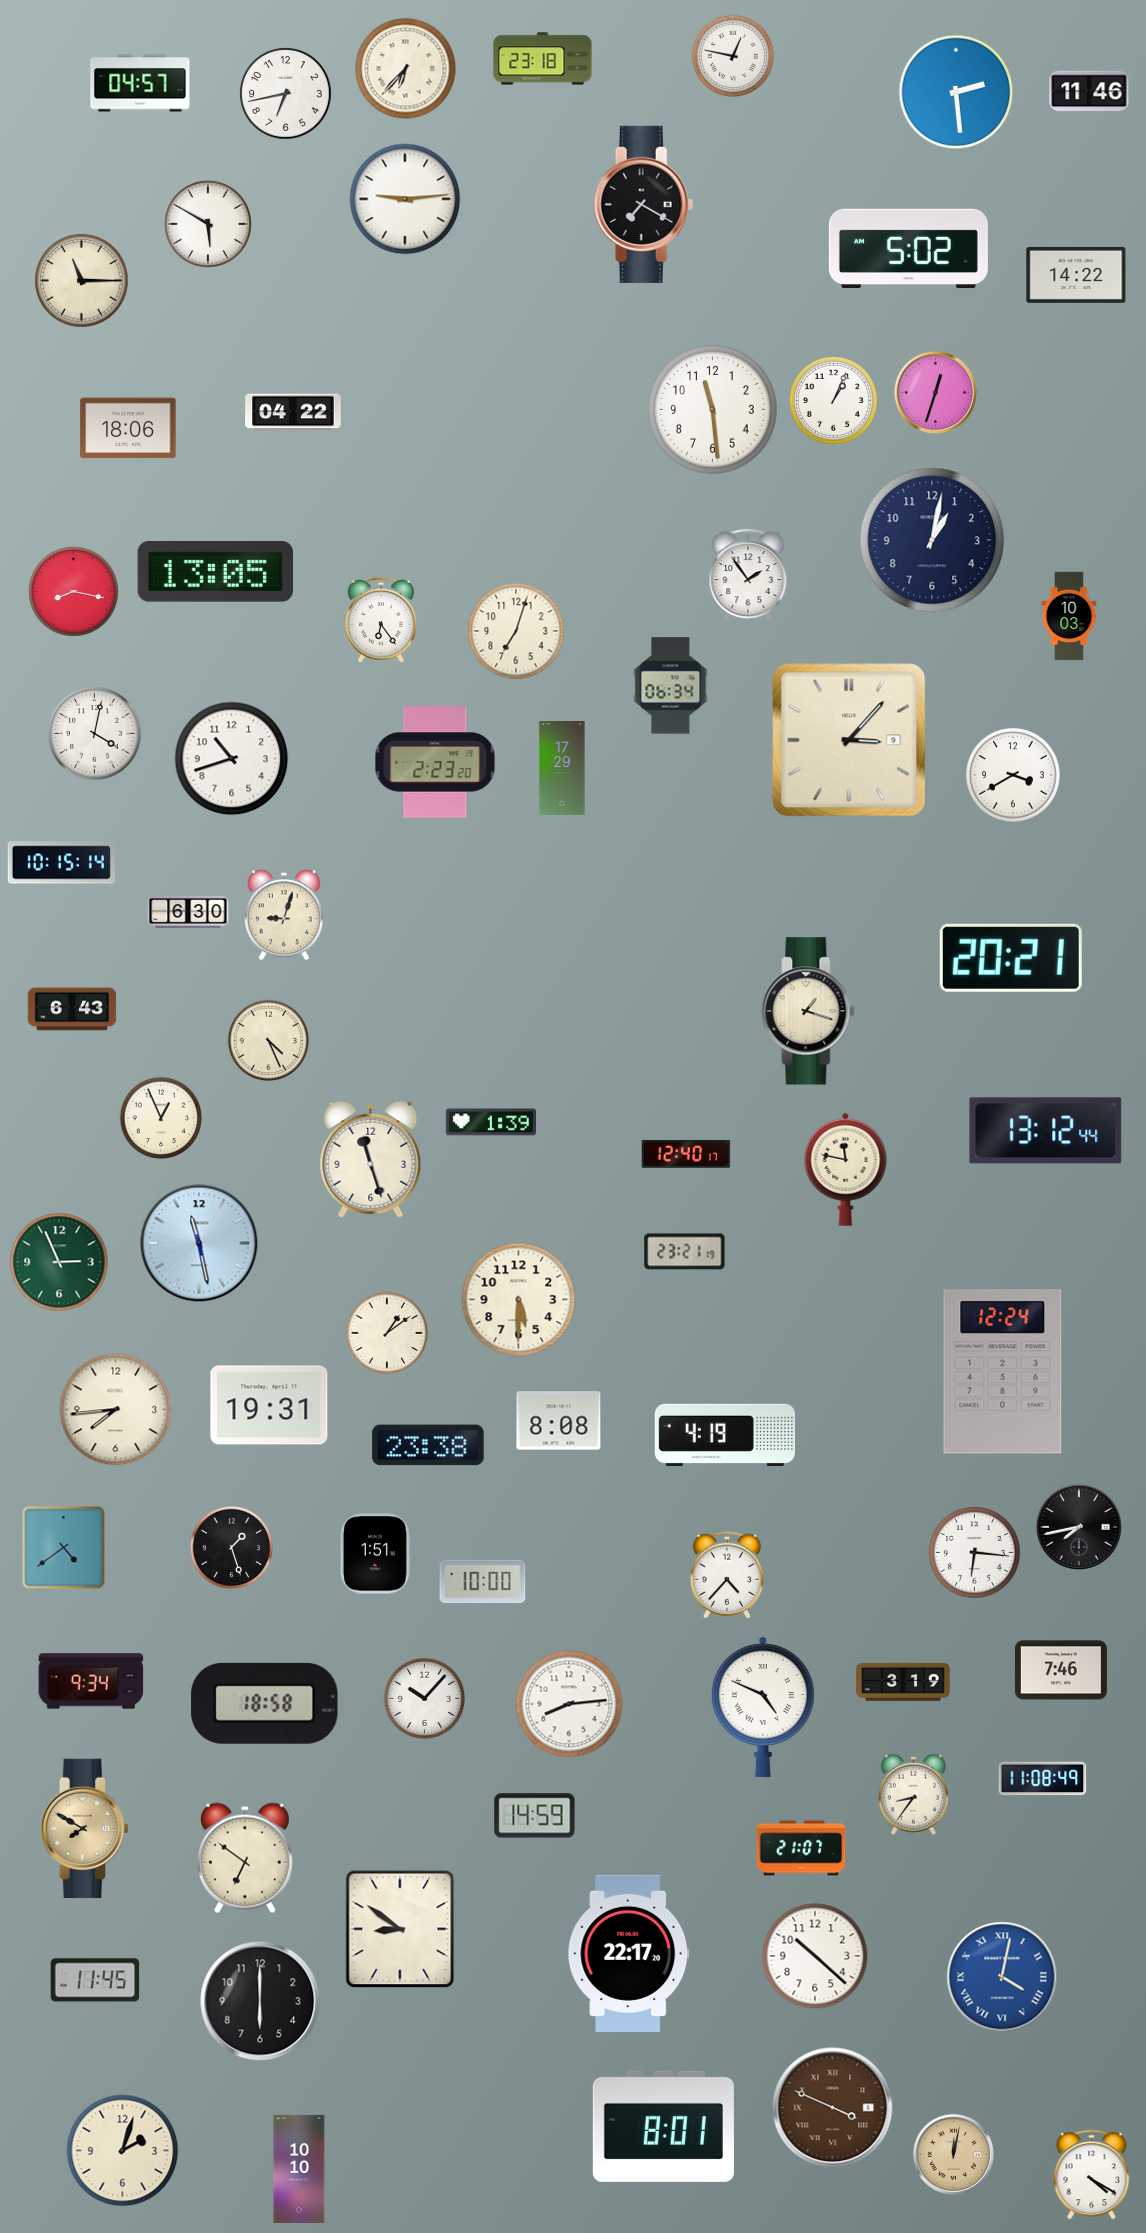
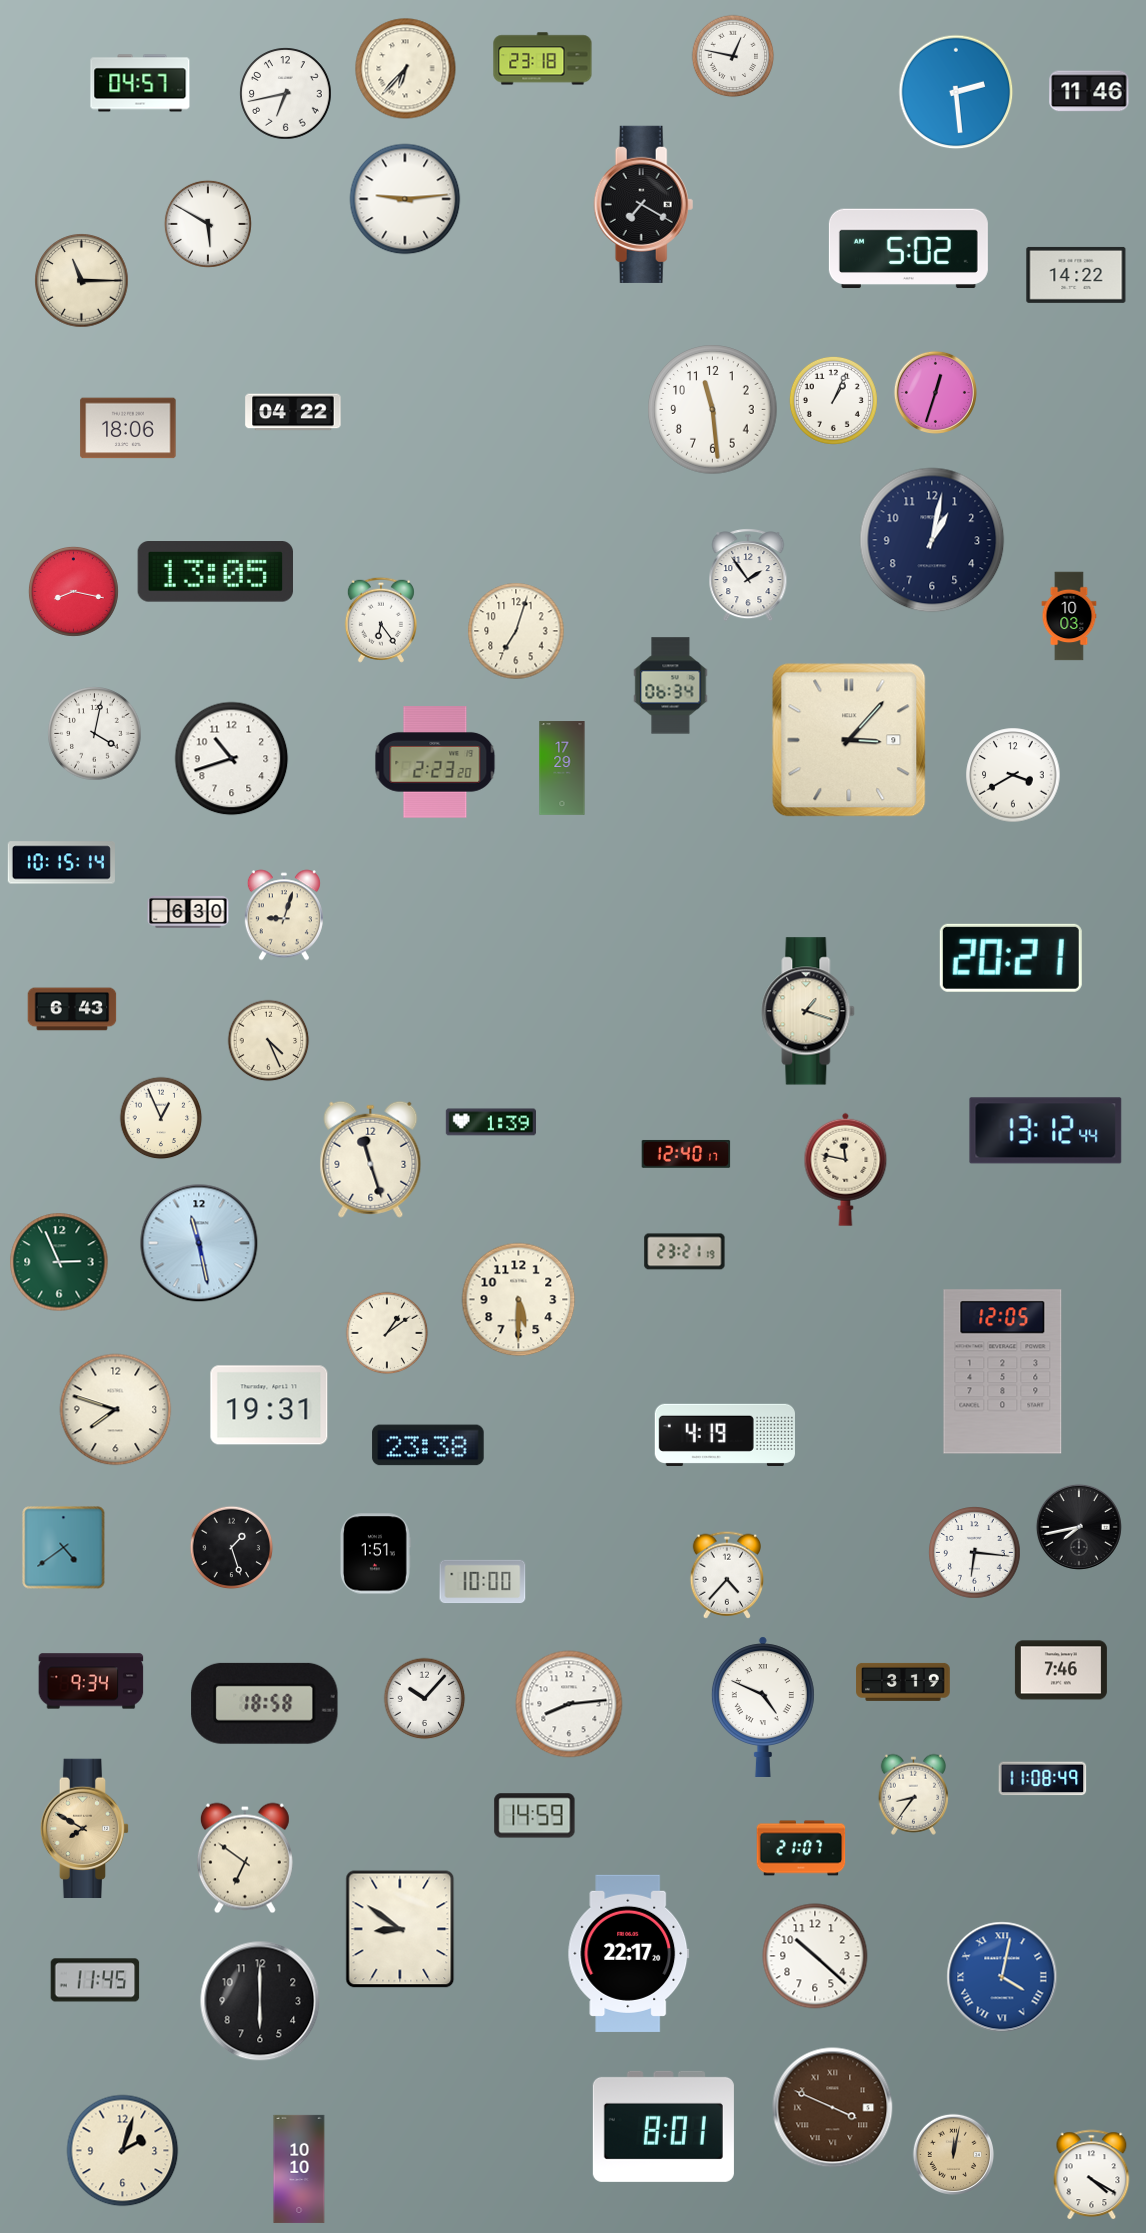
clock at (1003, 1372): 12:24 -> 12:05
clock at (116, 1410): 7:44 -> 7:48
clock at (559, 1421): 8:08 -> none
